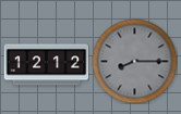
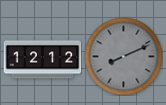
clock at (134, 61): 8:15 -> 8:11
